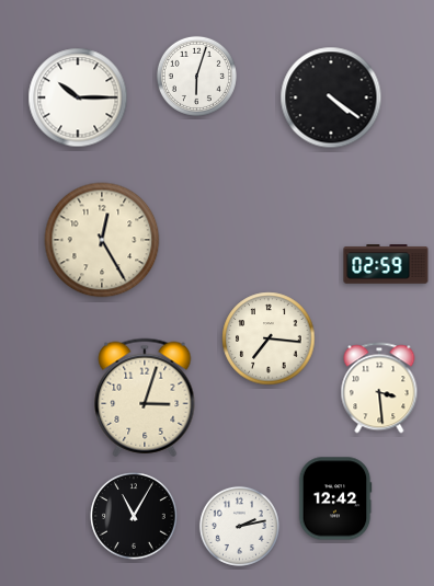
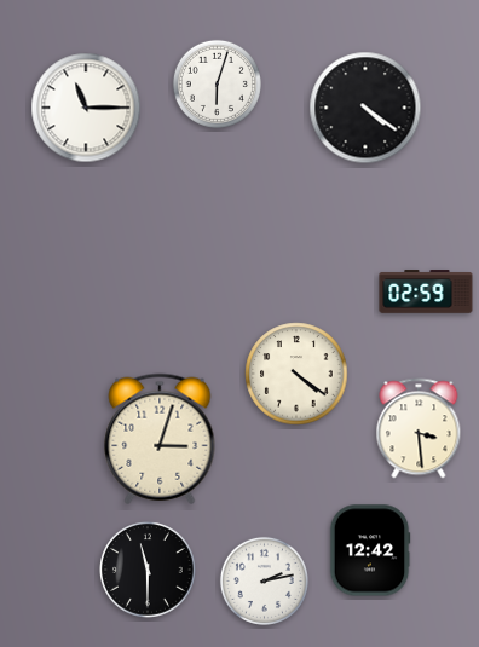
clock at (78, 97): 10:15 -> 11:15
clock at (102, 240): 12:25 -> none
clock at (269, 338): 7:16 -> 4:21
clock at (134, 516): 11:05 -> 11:30
